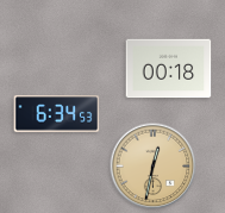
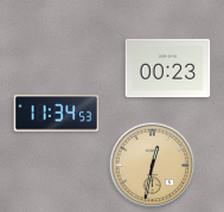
clock at (169, 69): 00:18 -> 00:23
clock at (57, 114): 6:34 -> 11:34
